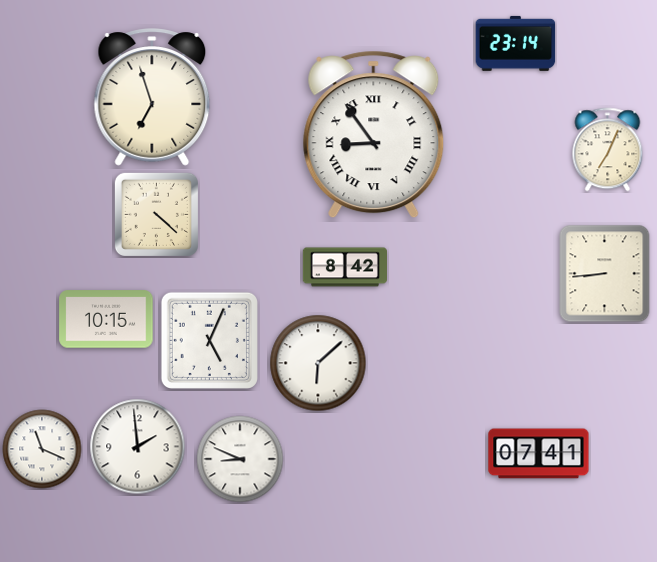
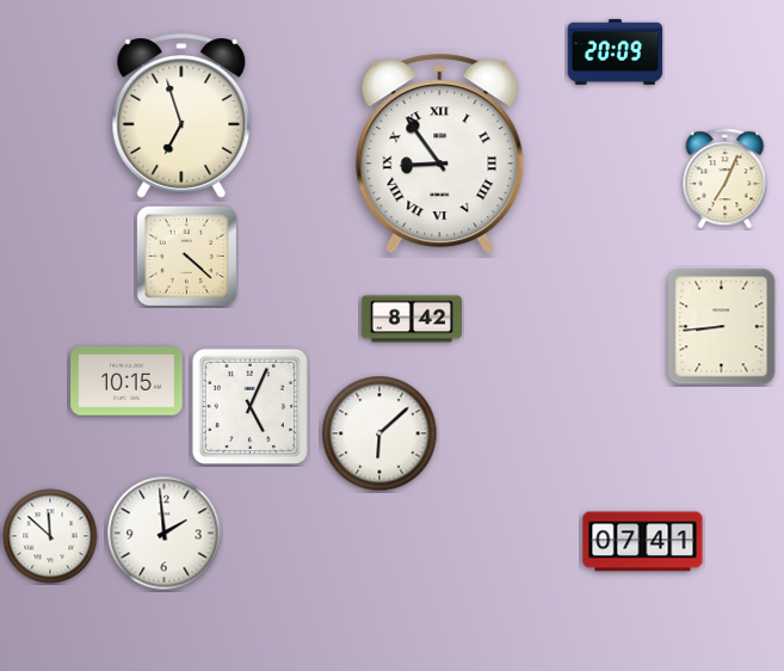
clock at (516, 43): 23:14 -> 20:09
clock at (374, 135) position: (374, 135) -> (440, 154)
clock at (42, 449): 11:19 -> 11:52
clock at (240, 459): 8:49 -> none
